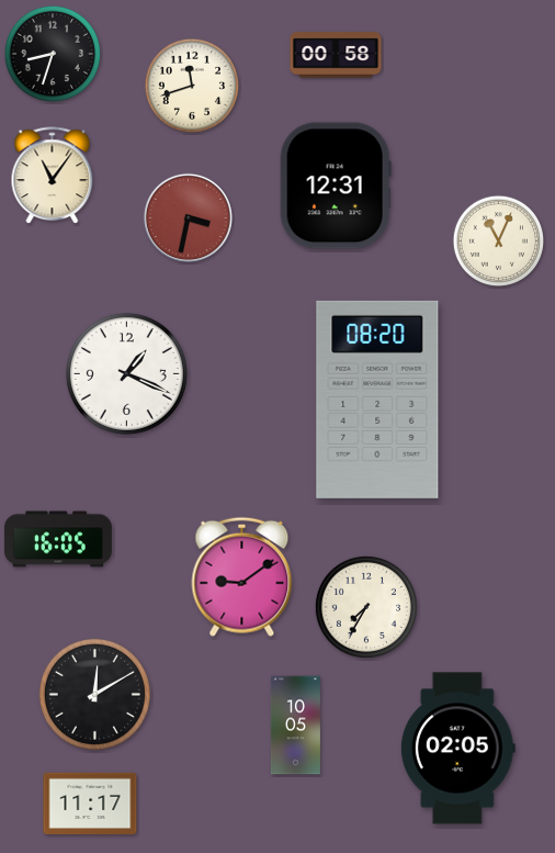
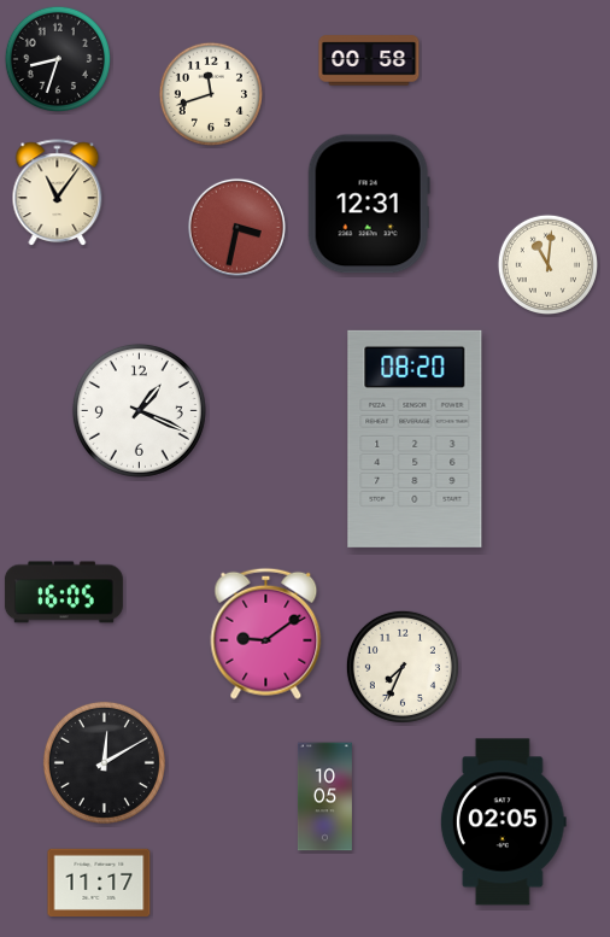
clock at (188, 217) position: (188, 217) -> (236, 227)
clock at (498, 240): 11:04 -> 11:01
clock at (366, 607): 7:35 -> 7:34
